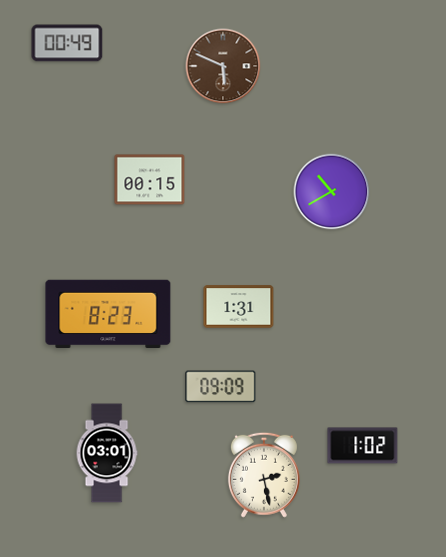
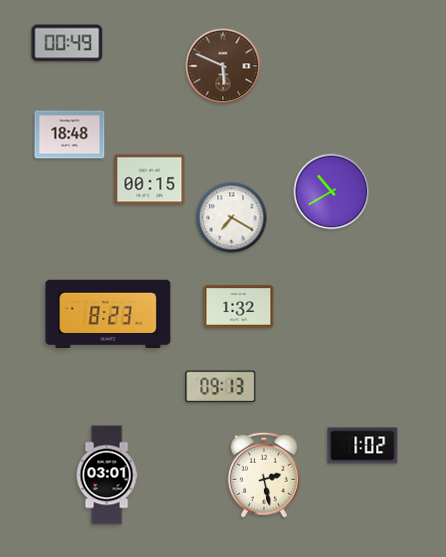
clock at (70, 135): none -> 18:48
clock at (232, 218): none -> 7:20
clock at (239, 307): 1:31 -> 1:32
clock at (221, 387): 09:09 -> 09:13
clock at (107, 453) position: (107, 453) -> (107, 475)
